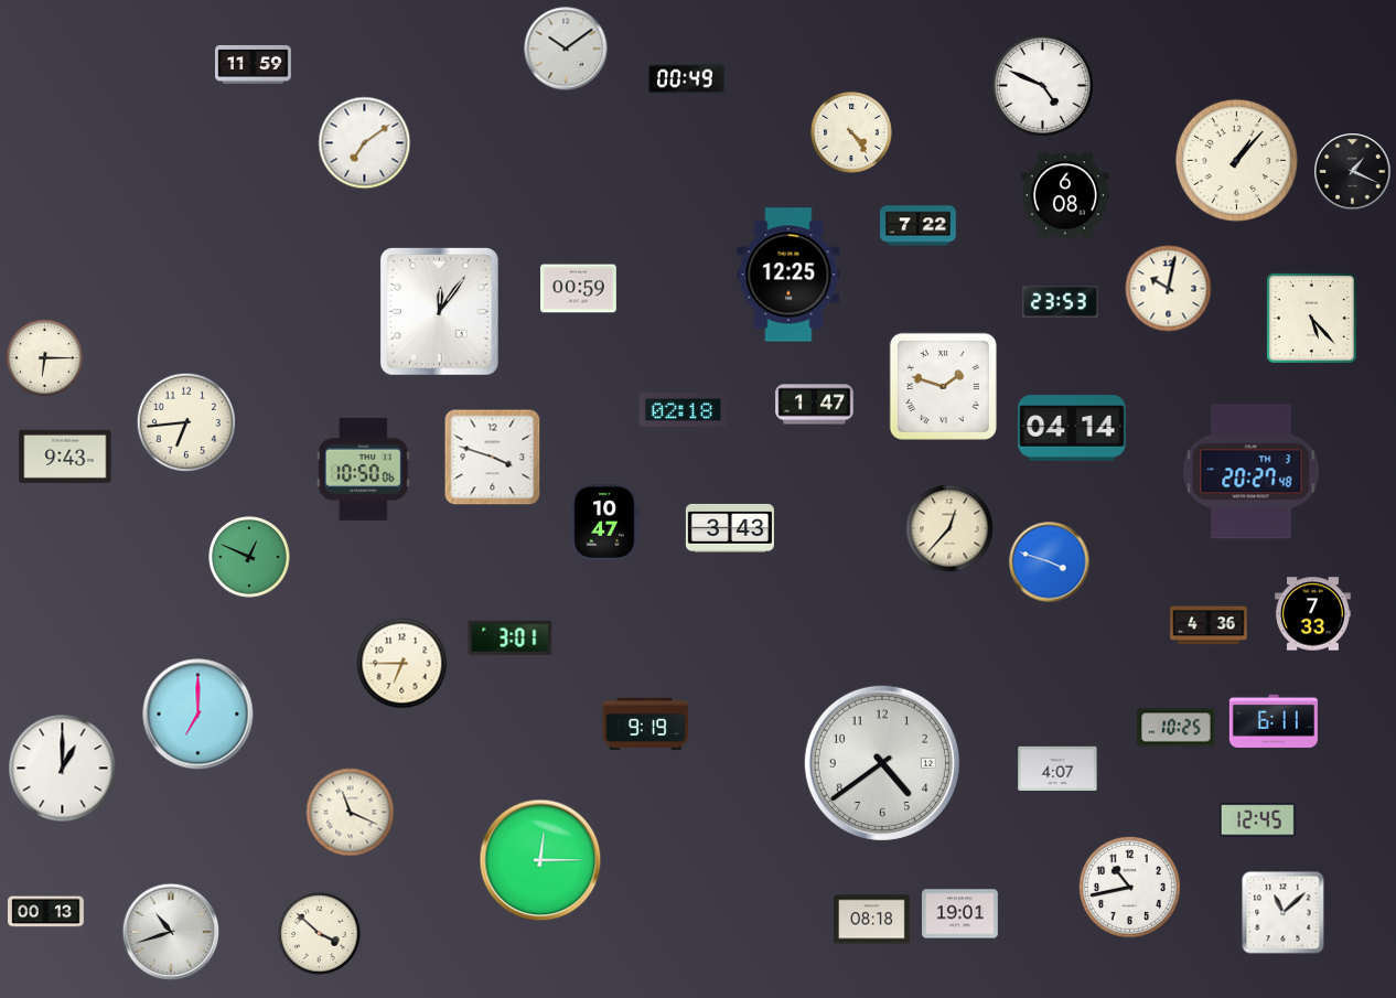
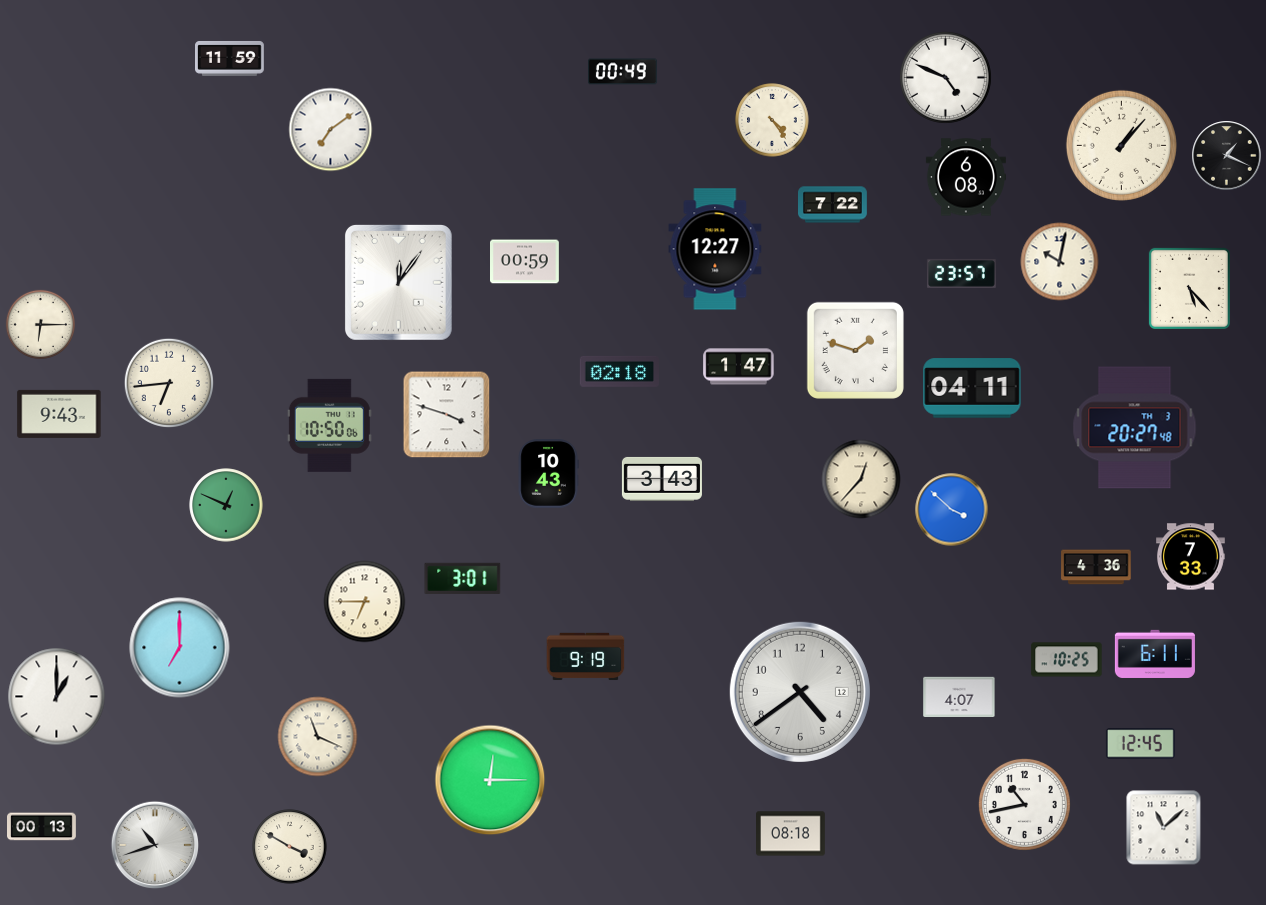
clock at (566, 49): 10:09 -> none
clock at (788, 275): 12:25 -> 12:27
clock at (1061, 301): 23:53 -> 23:57
clock at (1072, 428): 04:14 -> 04:11
clock at (604, 523): 10:47 -> 10:43
clock at (1050, 562): 3:48 -> 3:52
clock at (960, 914): 19:01 -> none
clock at (320, 934): 3:52 -> 3:50
